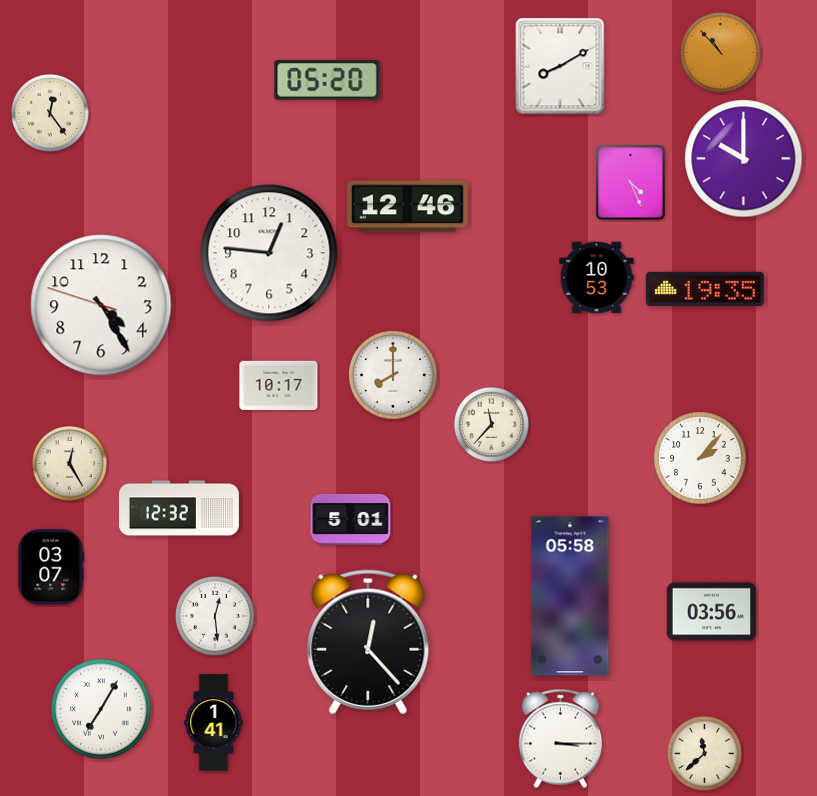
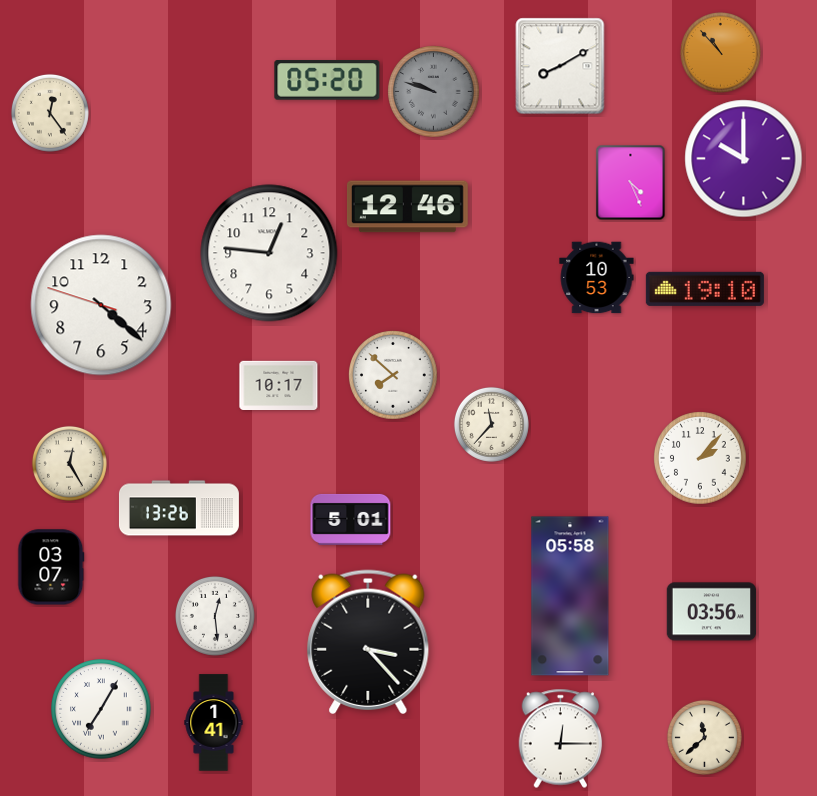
clock at (434, 92): none -> 9:48
clock at (705, 289): 19:35 -> 19:10
clock at (101, 305): 4:24 -> 4:21
clock at (394, 376): 8:00 -> 7:52
clock at (179, 508): 12:32 -> 13:26
clock at (368, 642): 12:23 -> 3:23
clock at (561, 739): 3:15 -> 12:15
clock at (704, 753) position: (704, 753) -> (704, 737)
